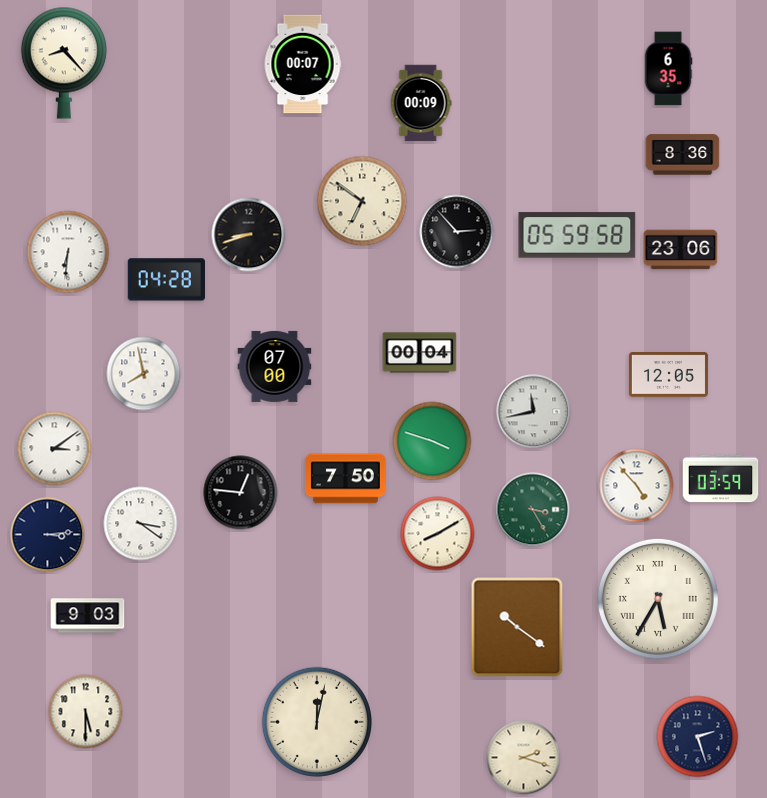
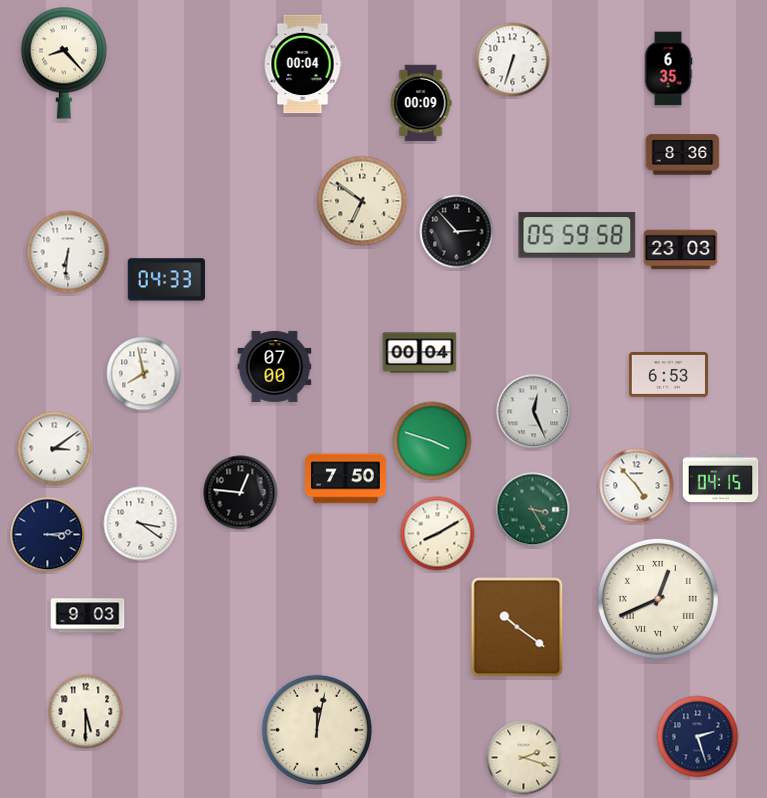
clock at (513, 60): none -> 6:33
clock at (303, 64): 00:07 -> 00:04
clock at (249, 235): 8:42 -> none
clock at (681, 250): 23:06 -> 23:03
clock at (166, 280): 04:28 -> 04:33
clock at (668, 375): 12:05 -> 6:53
clock at (534, 412): 11:43 -> 12:26
clock at (721, 479): 03:59 -> 04:15
clock at (658, 599): 5:35 -> 12:41
clock at (317, 722) position: (317, 722) -> (317, 730)
